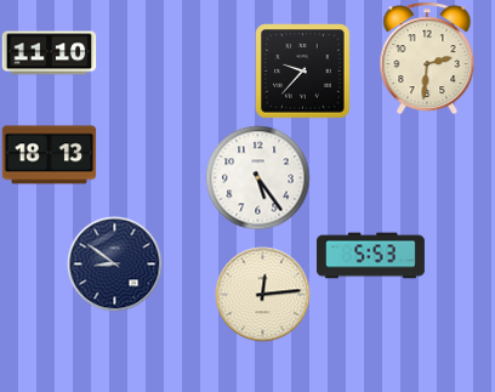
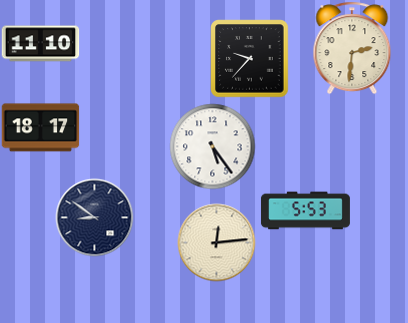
clock at (49, 155): 18:13 -> 18:17
